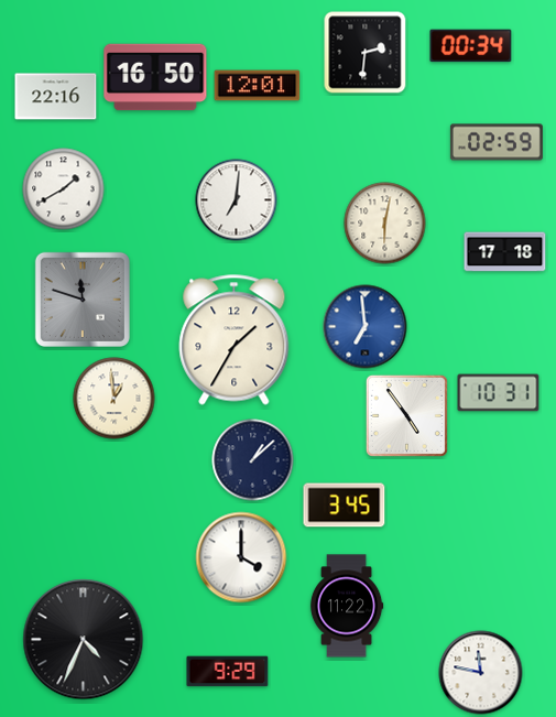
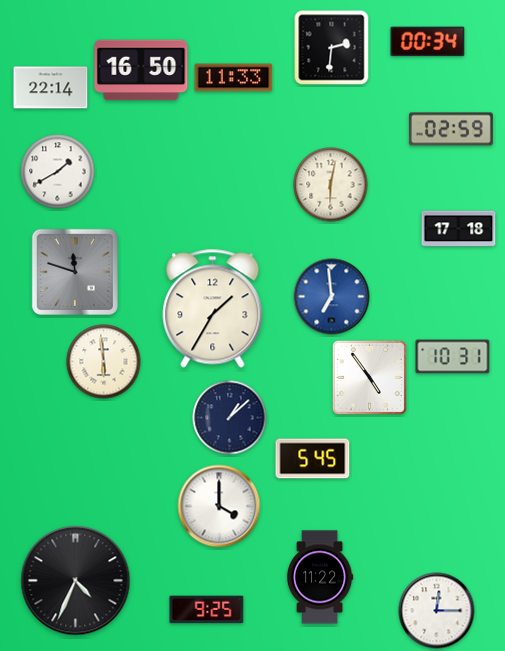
clock at (258, 86): 12:01 -> 11:33
clock at (56, 97): 22:16 -> 22:14
clock at (237, 200): 7:01 -> none
clock at (385, 224) position: (385, 224) -> (331, 185)
clock at (115, 399): 12:59 -> 5:59
clock at (345, 506): 3:45 -> 5:45
clock at (347, 606) position: (347, 606) -> (320, 577)
clock at (228, 672): 9:29 -> 9:25
clock at (481, 673): 11:47 -> 12:15
